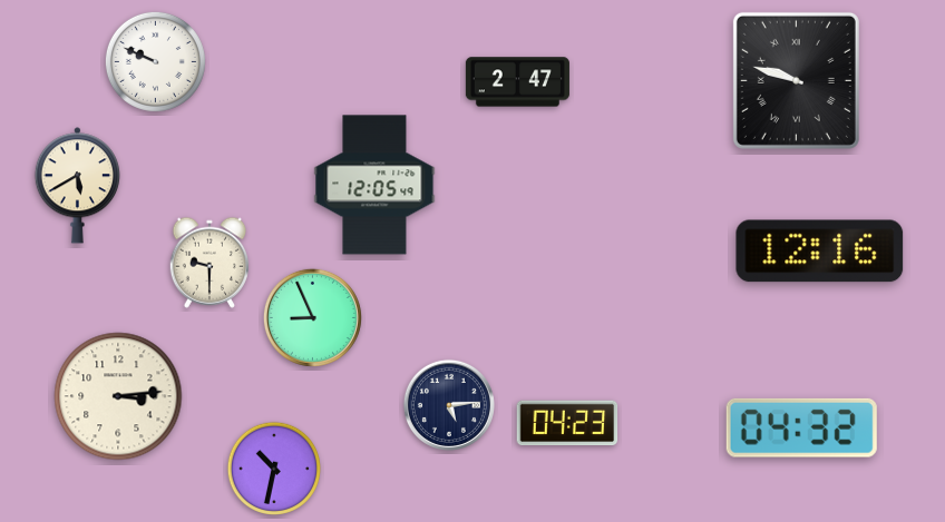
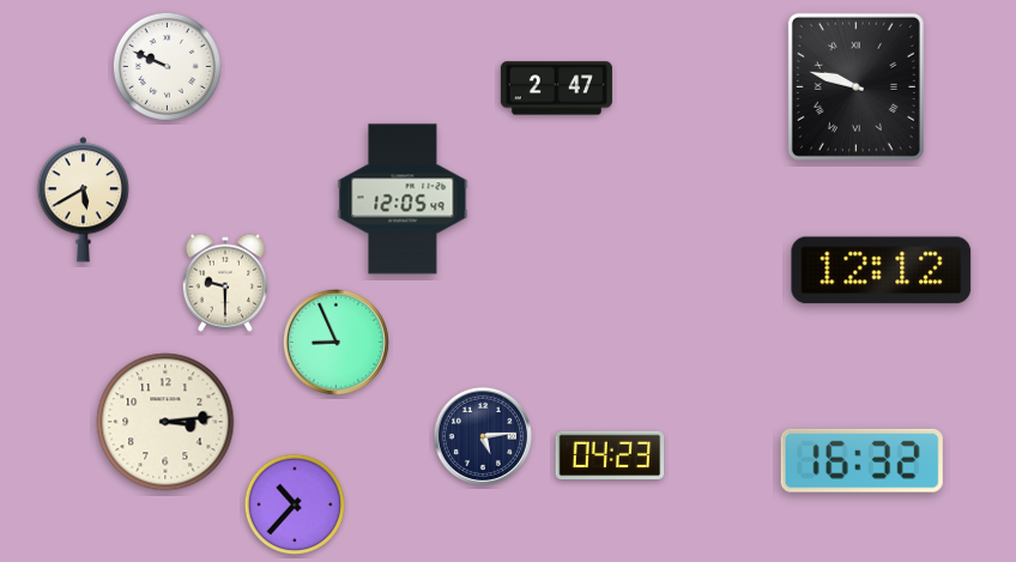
clock at (820, 252): 12:16 -> 12:12
clock at (118, 396) position: (118, 396) -> (165, 422)
clock at (801, 427): 04:32 -> 16:32
clock at (274, 469): 10:32 -> 10:37
